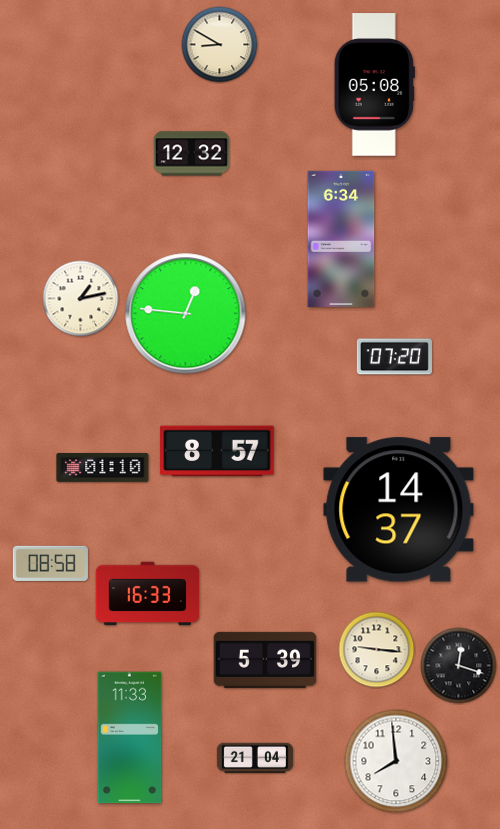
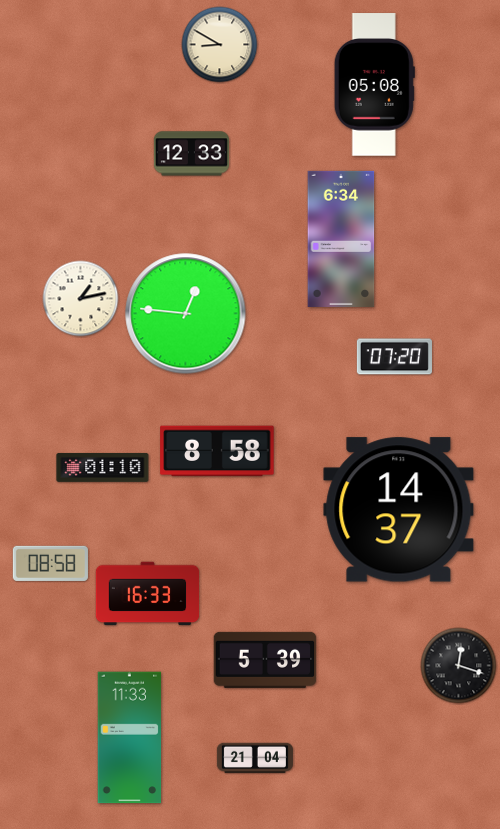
clock at (191, 154): 12:32 -> 12:33
clock at (217, 451): 8:57 -> 8:58
clock at (377, 650): 9:16 -> none
clock at (396, 761): 7:59 -> none
